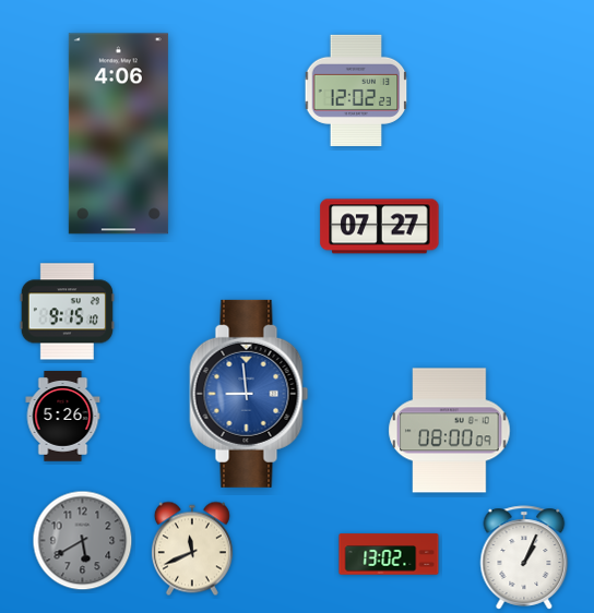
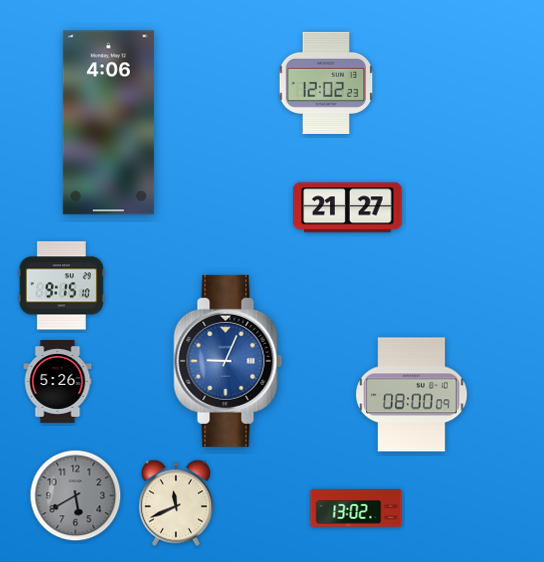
clock at (380, 227): 07:27 -> 21:27
clock at (249, 394): 8:59 -> 9:04
clock at (524, 557): 1:04 -> none
